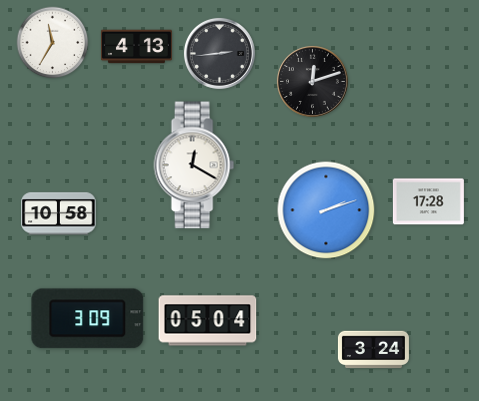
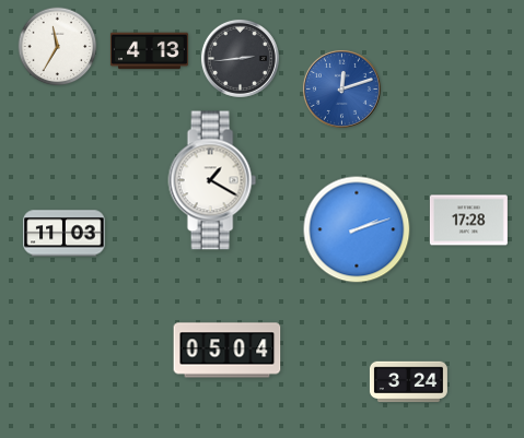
clock at (312, 81) dial: black -> blue
clock at (194, 165): 12:20 -> 1:20
clock at (59, 214): 10:58 -> 11:03
clock at (88, 319): 3:09 -> none
